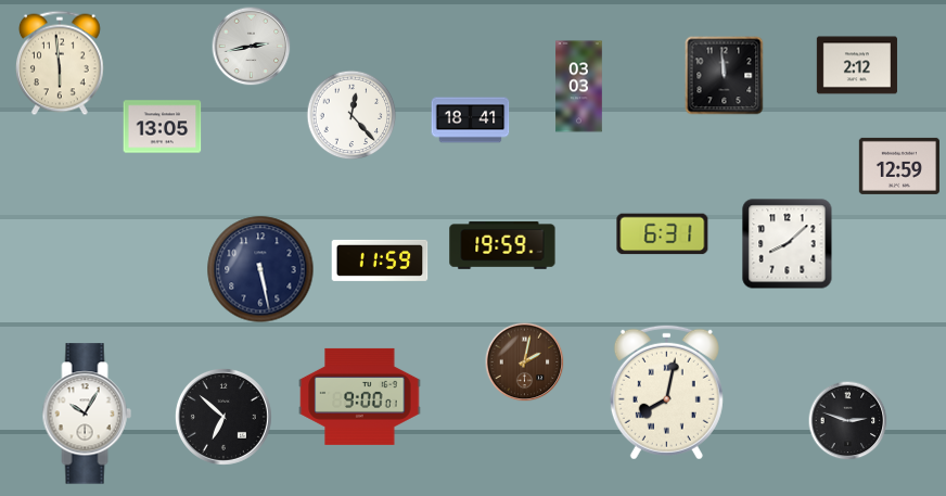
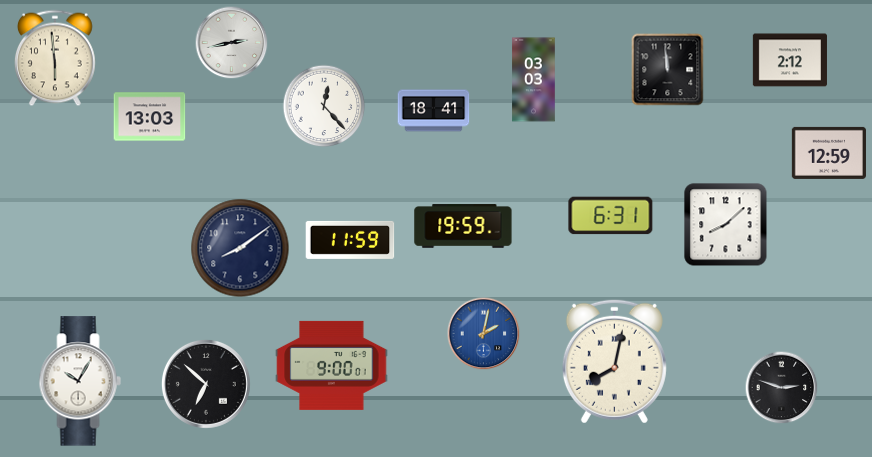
clock at (163, 127): 13:05 -> 13:03
clock at (260, 269): 5:28 -> 8:09
clock at (525, 363) dial: brown -> blue
